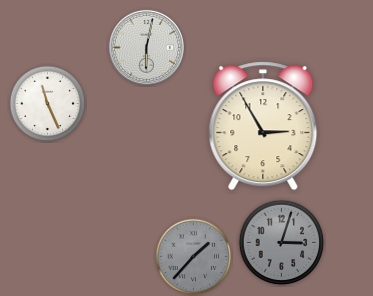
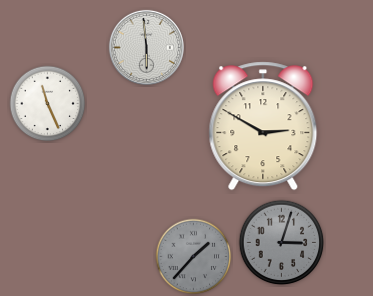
clock at (146, 47): 6:02 -> 5:59
clock at (263, 126): 2:55 -> 2:50
